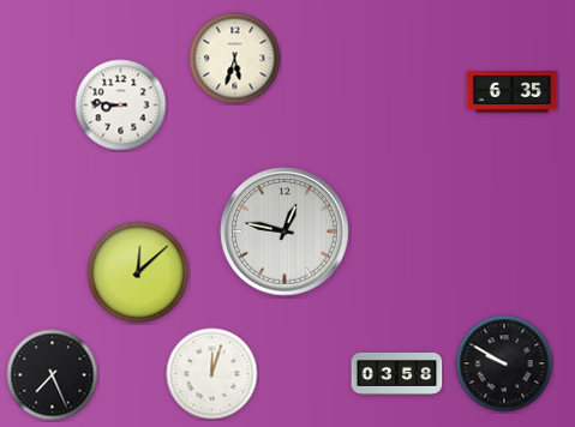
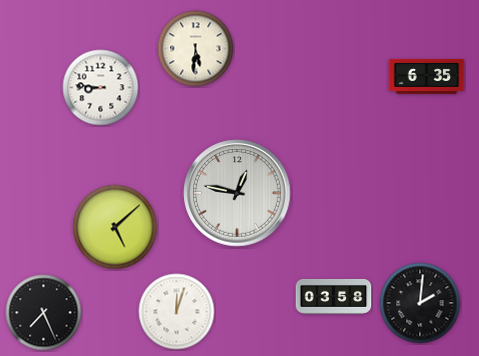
clock at (235, 59): 5:33 -> 5:31
clock at (138, 272): 12:08 -> 5:08
clock at (504, 363): 9:50 -> 2:01
clock at (397, 373) position: (397, 373) -> (334, 296)
